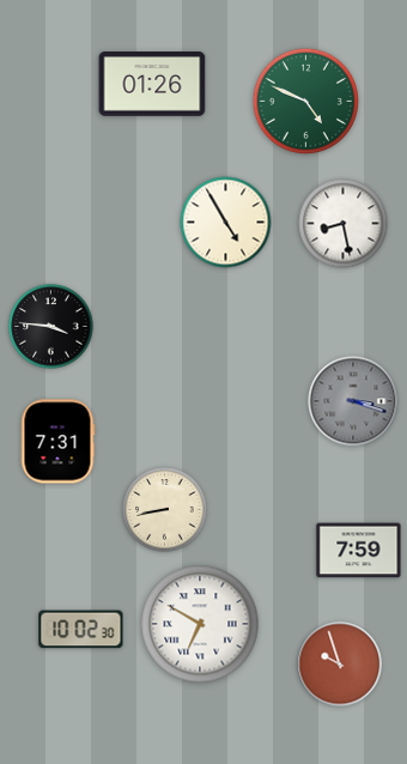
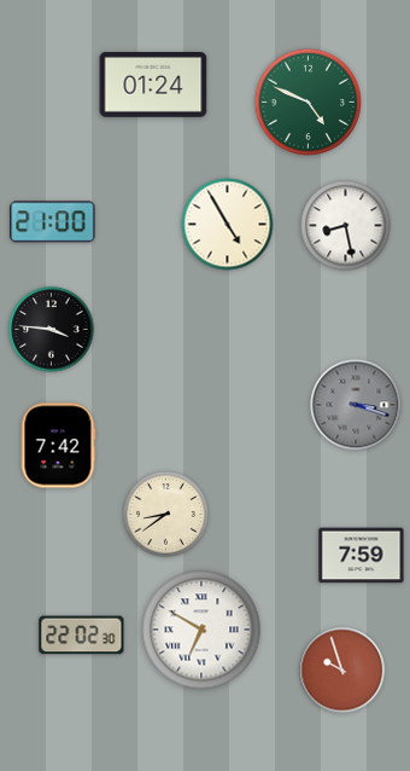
clock at (152, 85): 01:26 -> 01:24
clock at (53, 222): none -> 21:00
clock at (57, 442): 7:31 -> 7:42
clock at (165, 510): 8:43 -> 8:39
clock at (81, 630): 10:02 -> 22:02
